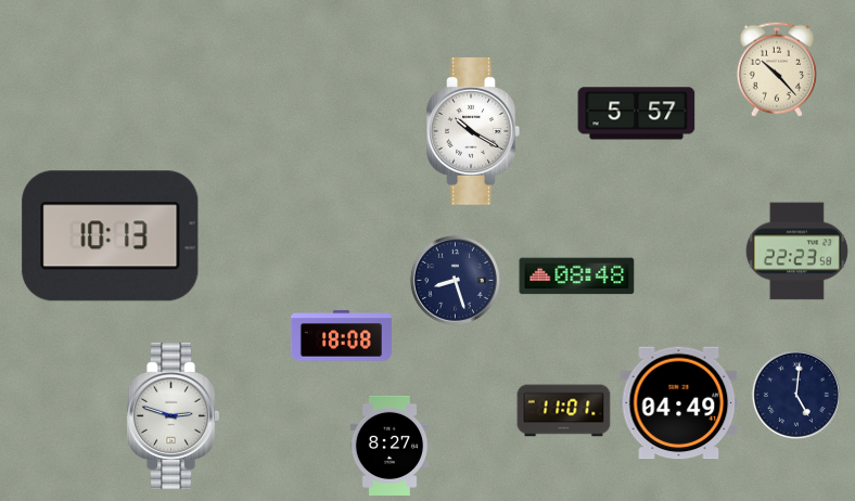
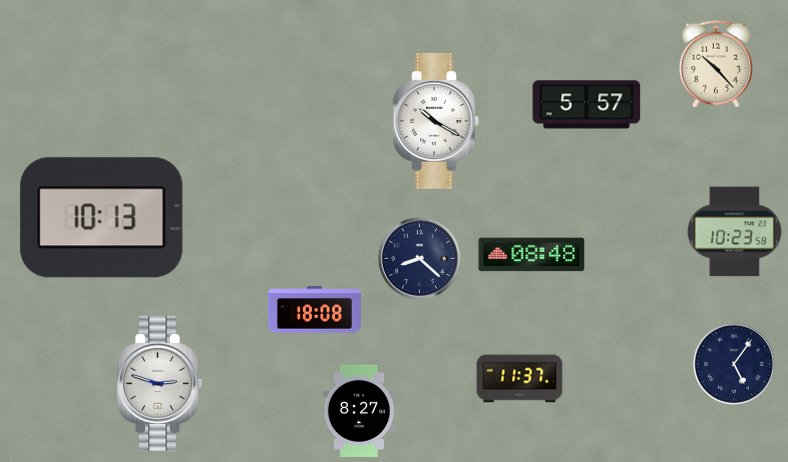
clock at (796, 252): 22:23 -> 10:23
clock at (455, 280): 8:27 -> 8:22
clock at (796, 395): 5:01 -> 5:06
clock at (679, 403): 04:49 -> none
clock at (564, 411): 11:01 -> 11:37
